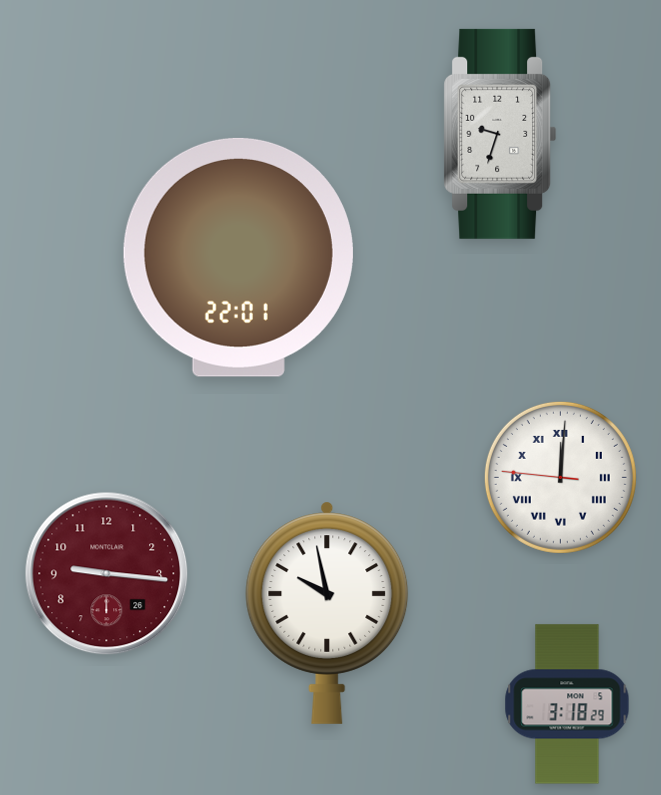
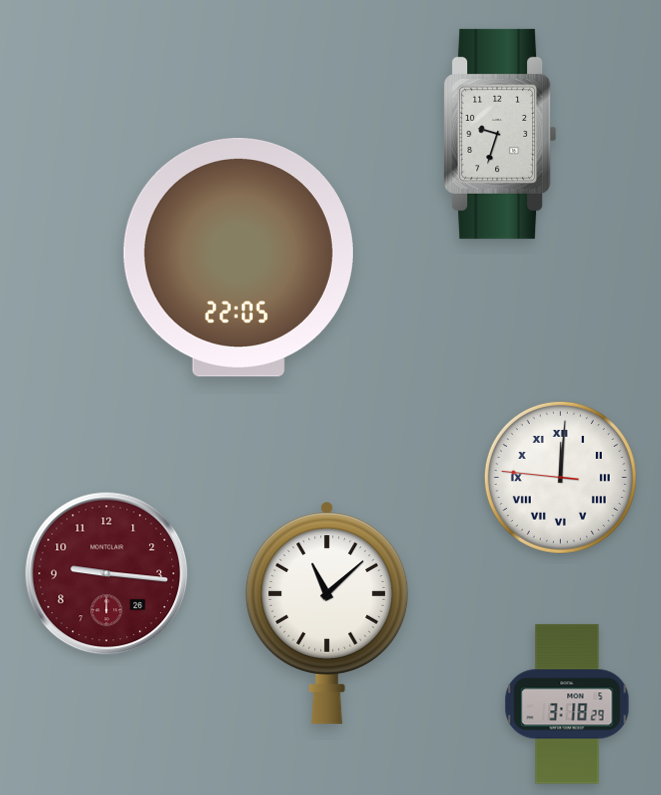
clock at (238, 257): 22:01 -> 22:05
clock at (327, 613): 9:58 -> 11:08
